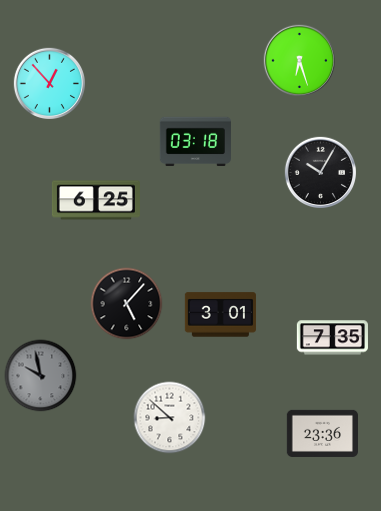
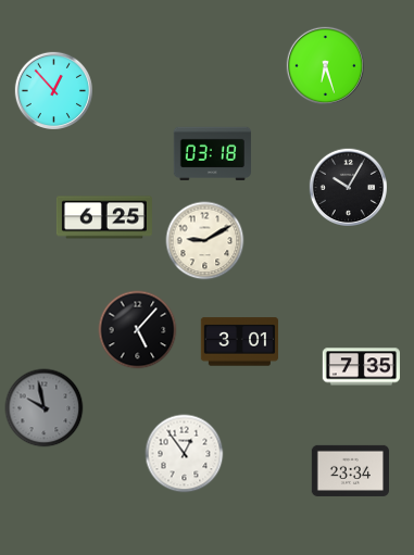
clock at (205, 241): none -> 9:10
clock at (170, 418): 8:52 -> 12:54
clock at (322, 433): 23:36 -> 23:34
